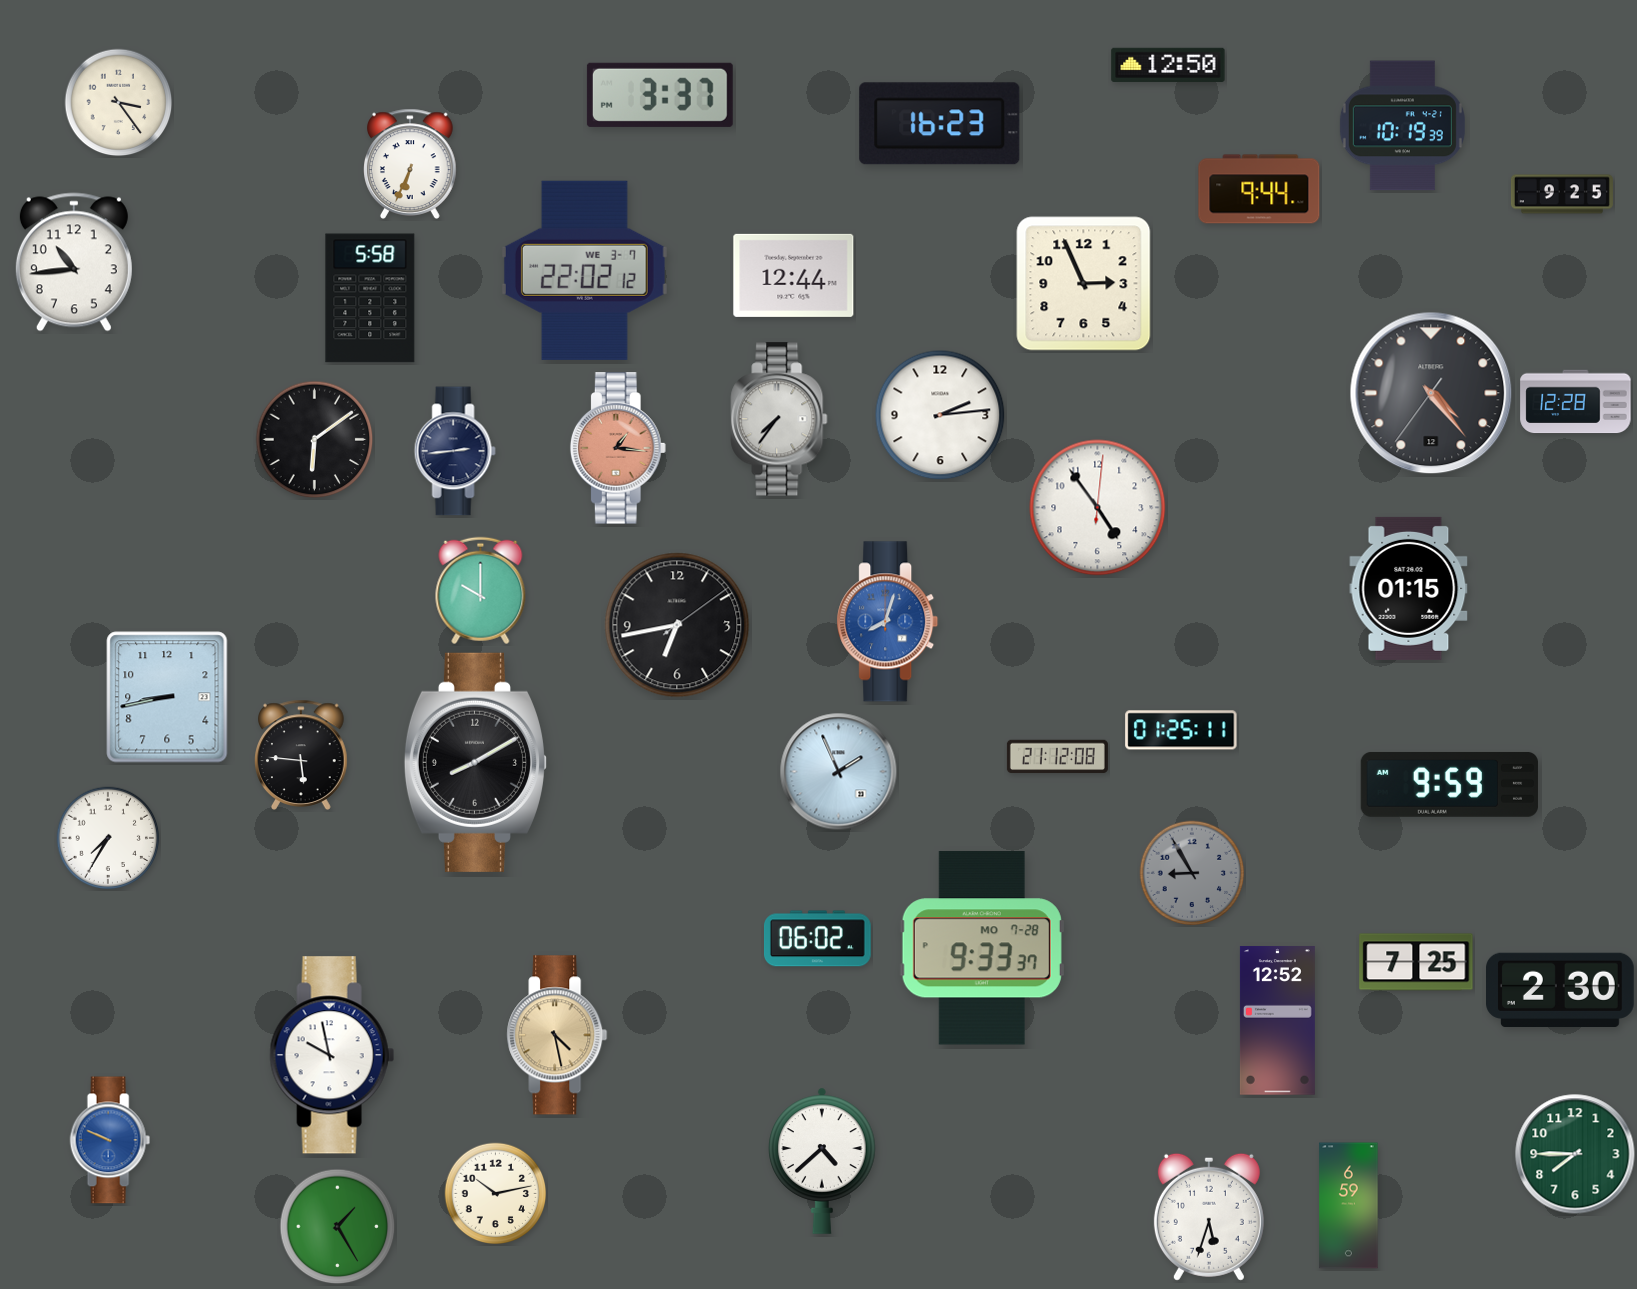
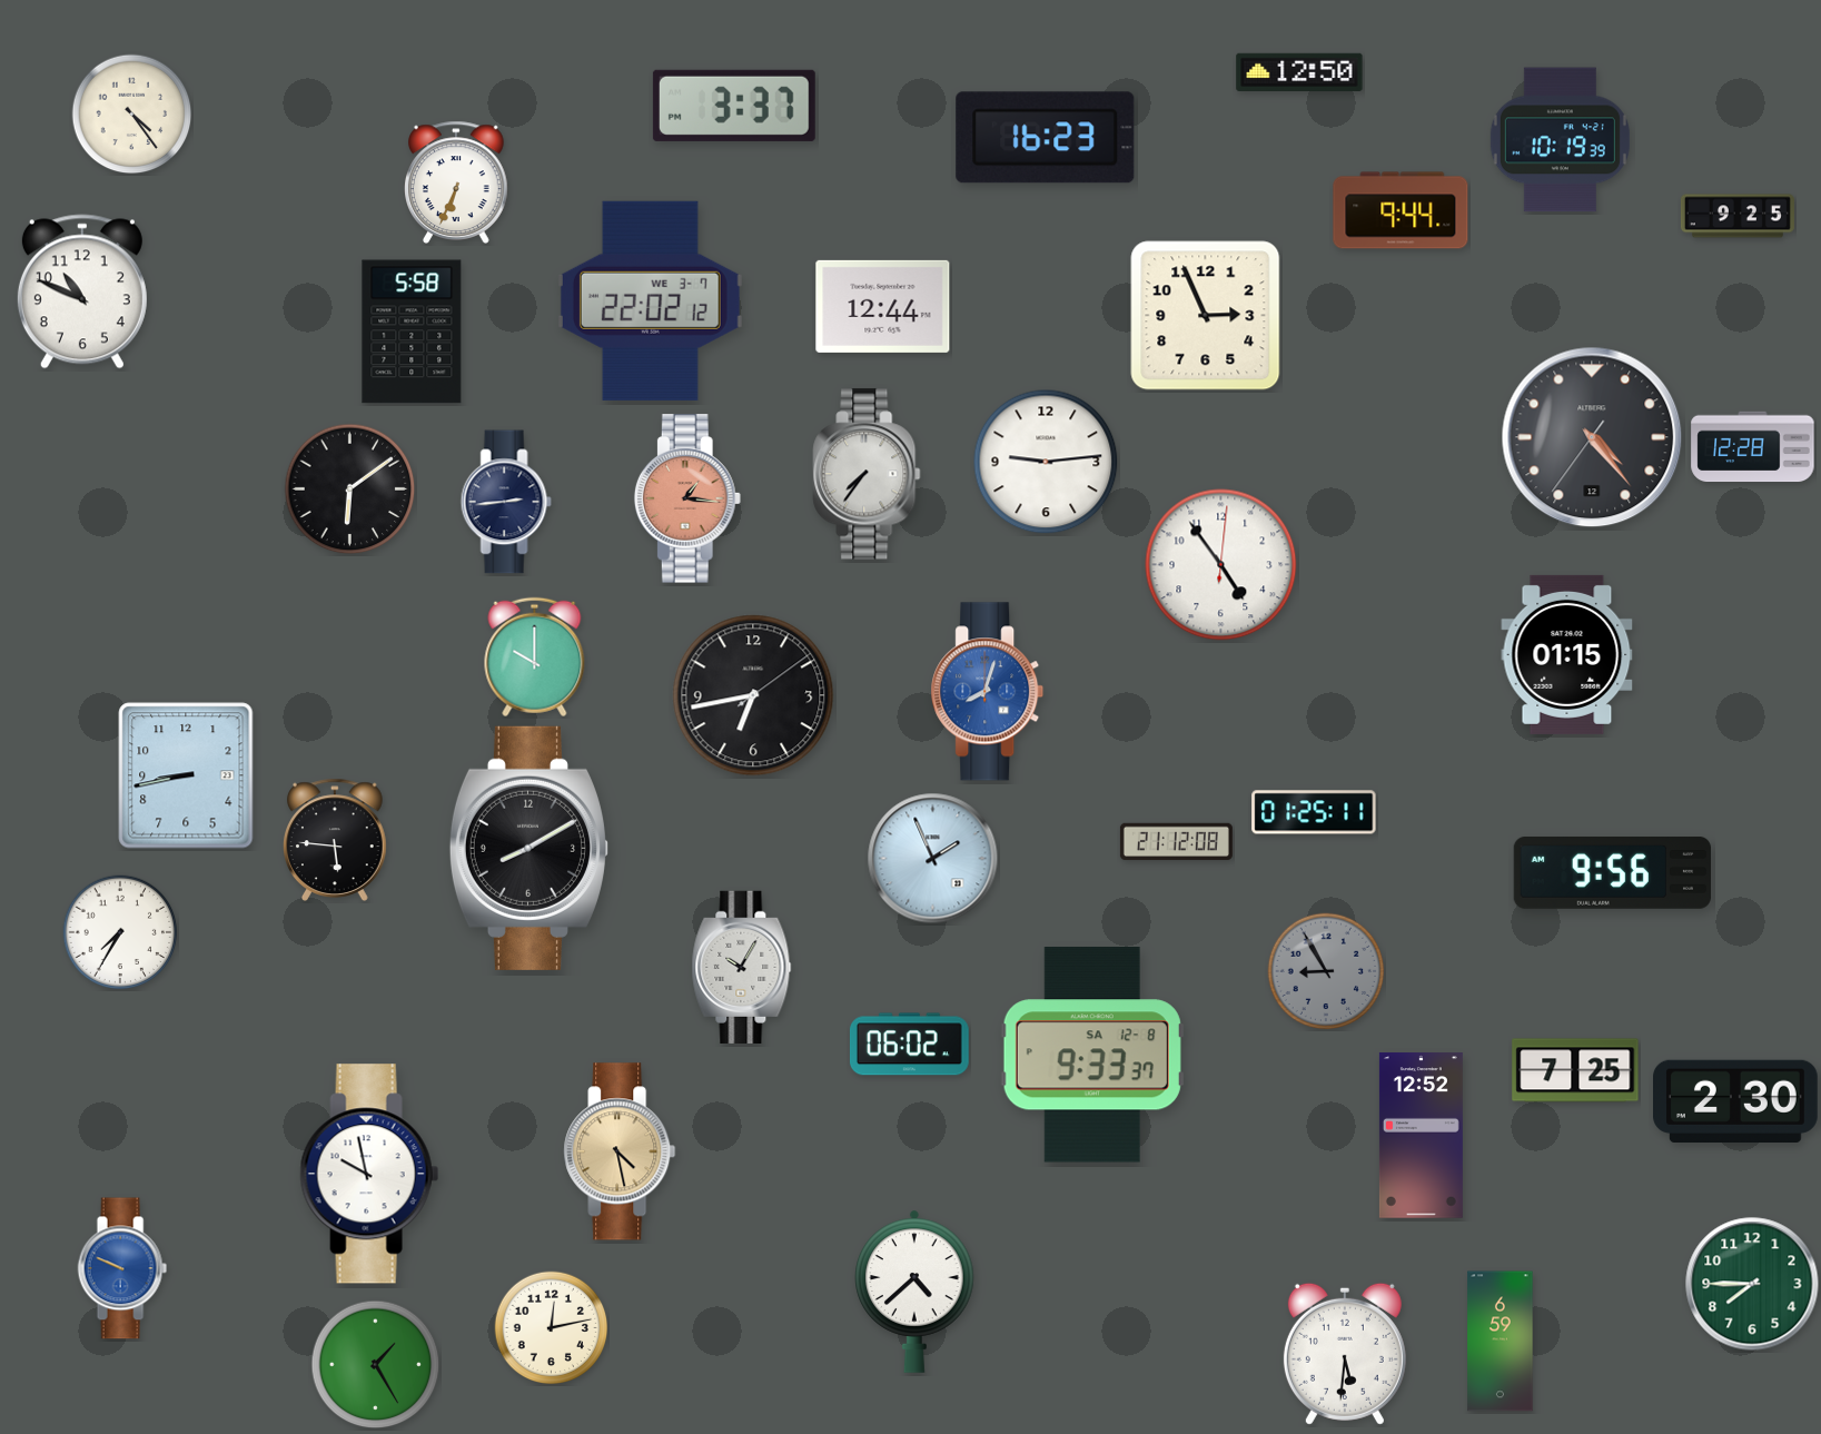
clock at (119, 103): 3:24 -> 4:24
clock at (74, 262): 10:44 -> 10:49
clock at (940, 415): 2:14 -> 9:14
clock at (779, 419) position: (779, 419) -> (867, 474)
clock at (1449, 784): 9:59 -> 9:56
clock at (742, 967): none -> 10:05
clock at (982, 948) date: MO 7-28 -> SA 12-8
clock at (496, 1194): 10:13 -> 12:13
clock at (1209, 1217): 5:33 -> 5:31
